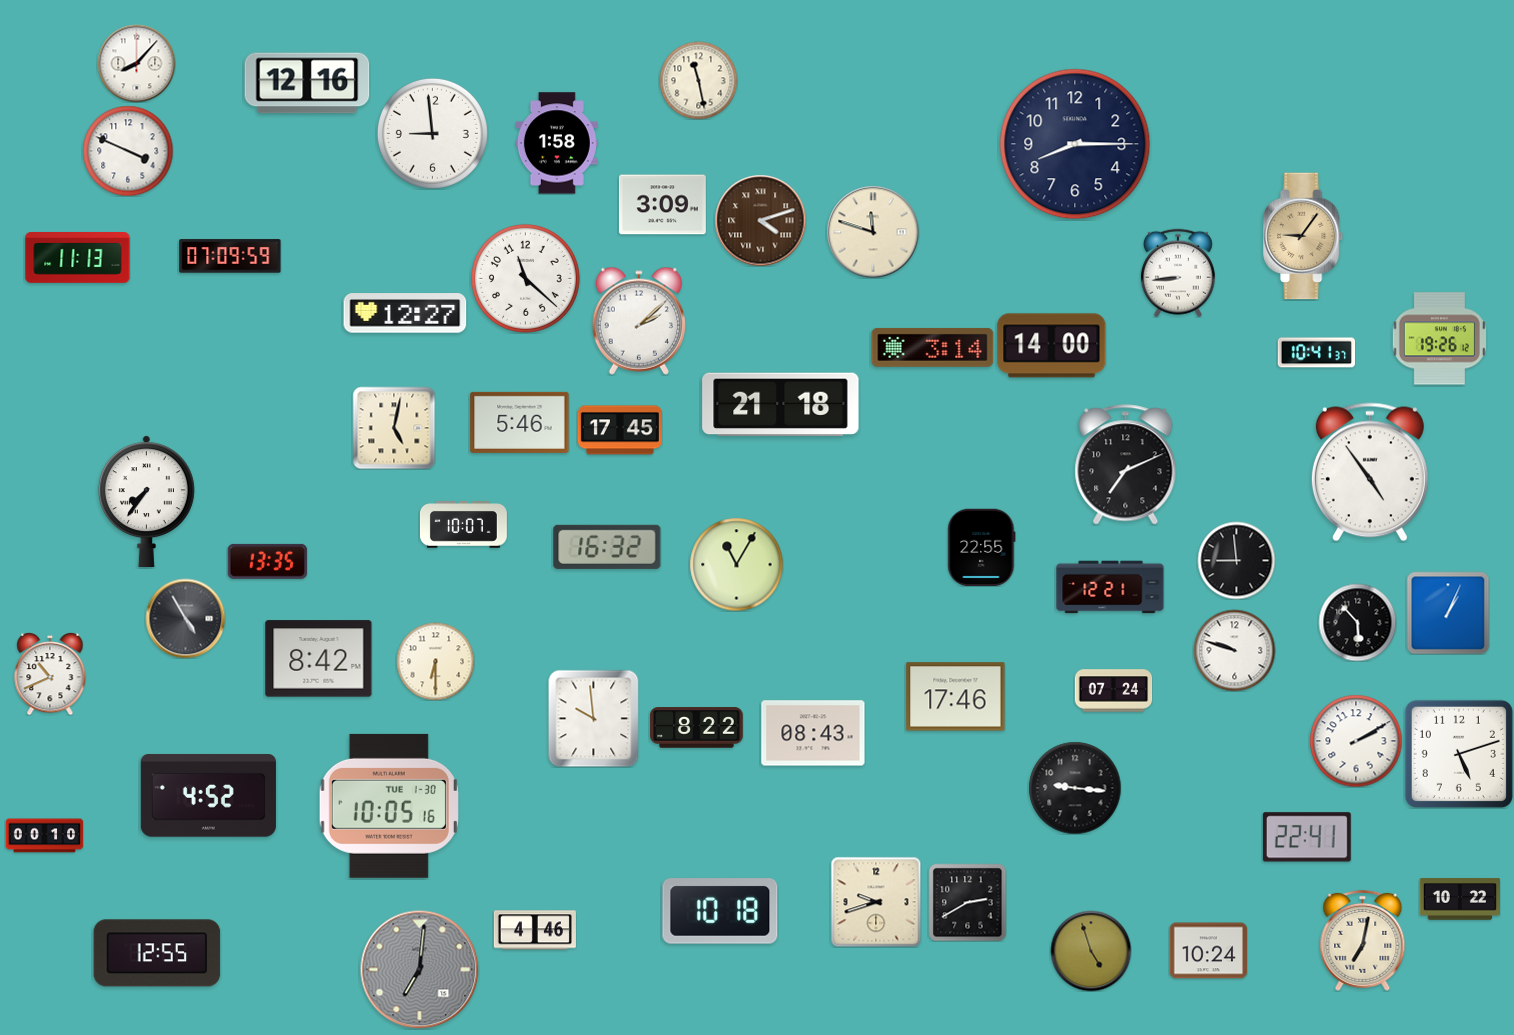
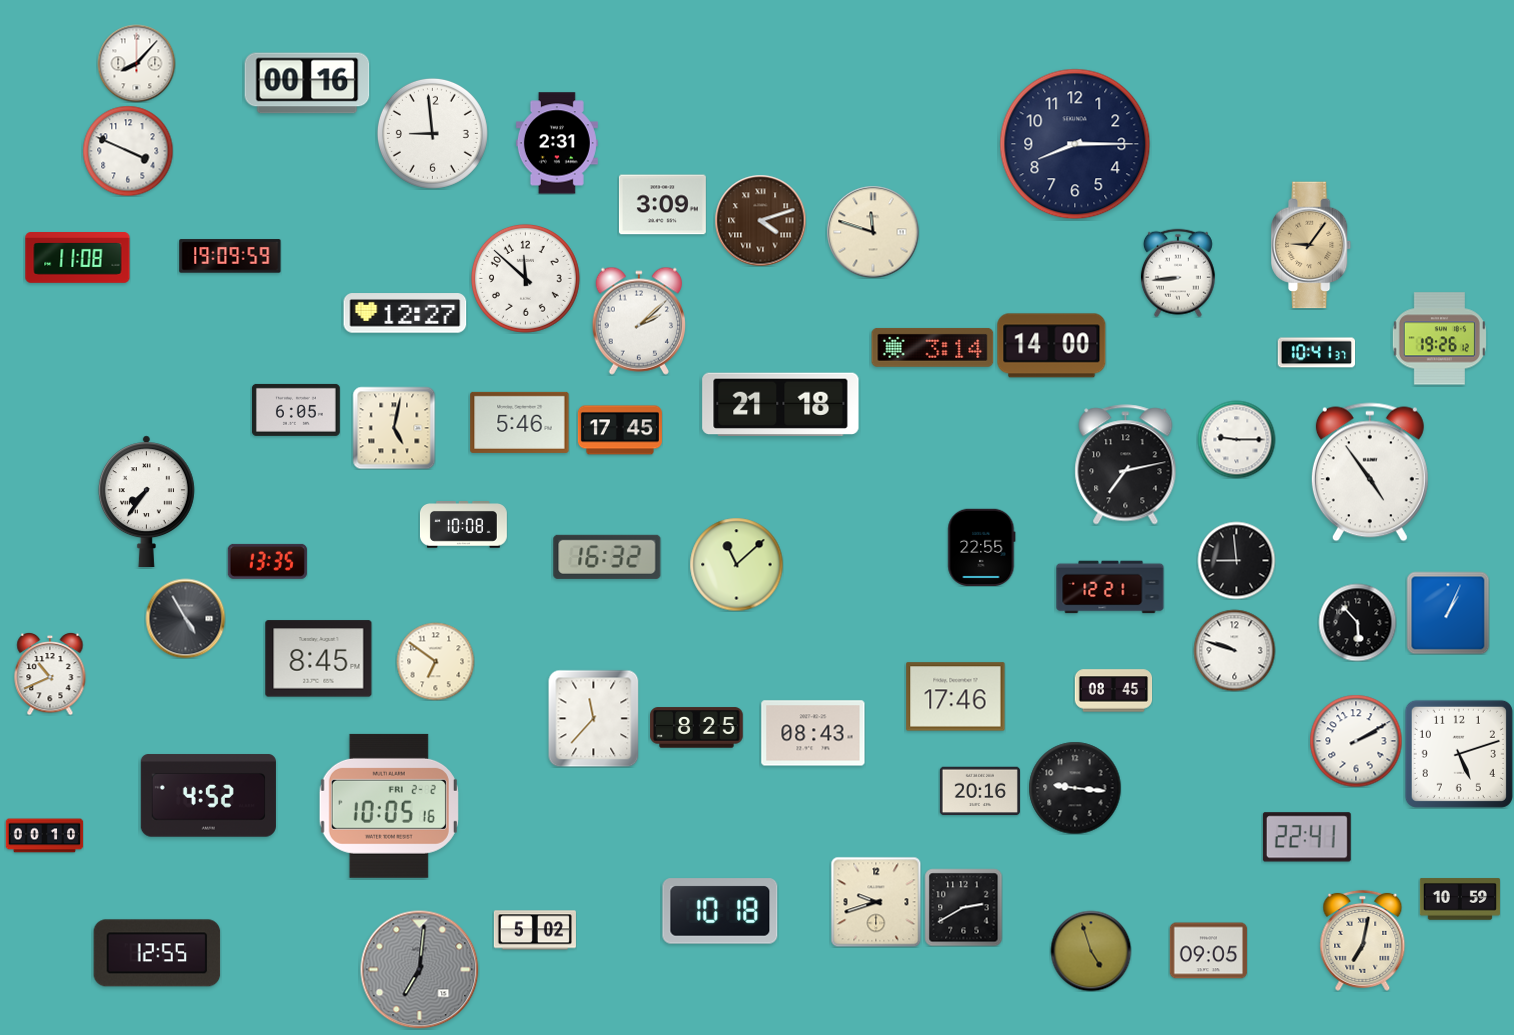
clock at (698, 80): 11:28 -> none
clock at (307, 83): 12:16 -> 00:16
clock at (557, 143): 1:58 -> 2:31
clock at (1304, 236) position: (1304, 236) -> (1312, 245)
clock at (230, 256): 07:09 -> 19:09
clock at (78, 258): 11:13 -> 11:08
clock at (525, 278): 11:22 -> 11:52
clock at (296, 410): none -> 6:05
clock at (1236, 439): none -> 9:15
clock at (1126, 465): 7:11 -> 7:13
clock at (463, 525): 10:07 -> 10:08
clock at (607, 547) position: (607, 547) -> (607, 557)
clock at (736, 564): 11:05 -> 11:08
clock at (319, 659): 8:42 -> 8:45
clock at (435, 661): 6:30 -> 6:51
clock at (1113, 691): 07:24 -> 08:45
clock at (594, 718): 9:59 -> 11:37
clock at (697, 728): 8:22 -> 8:25
clock at (980, 791): none -> 20:16
clock at (389, 806) date: TUE 1-30 -> FRI 2-2
clock at (1460, 899): 10:22 -> 10:59
clock at (967, 902) position: (967, 902) -> (963, 907)
clock at (535, 930): 4:46 -> 5:02
clock at (1208, 951): 10:24 -> 09:05
